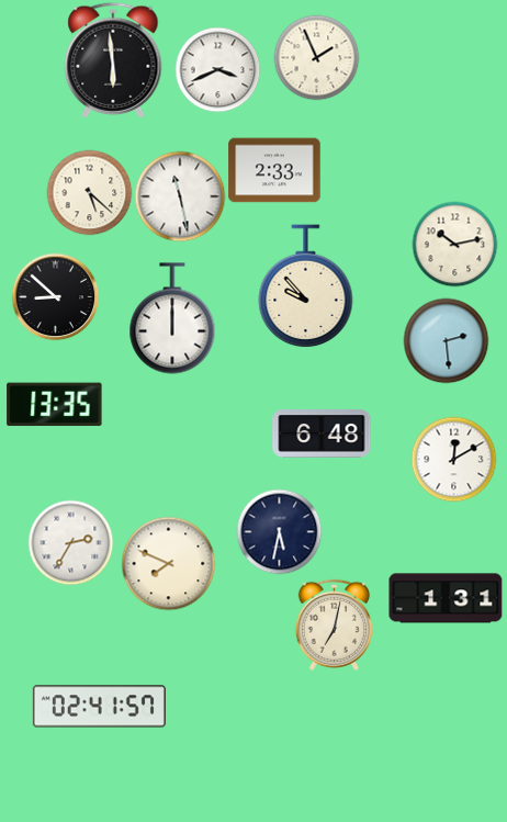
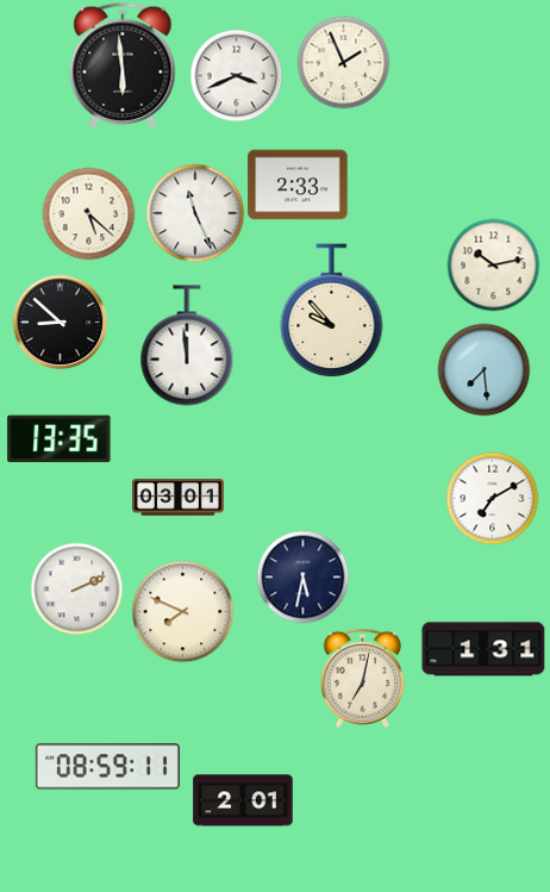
clock at (89, 192) position: (89, 192) -> (88, 213)
clock at (180, 196): 11:28 -> 11:26
clock at (172, 318): 12:00 -> 11:59
clock at (446, 340): 2:29 -> 7:29
clock at (322, 433): 6:48 -> none
clock at (179, 498): none -> 03:01
clock at (453, 459): 12:10 -> 7:10
clock at (70, 542): 2:35 -> 2:11
clock at (99, 707): 02:41 -> 08:59
clock at (243, 800): none -> 2:01
